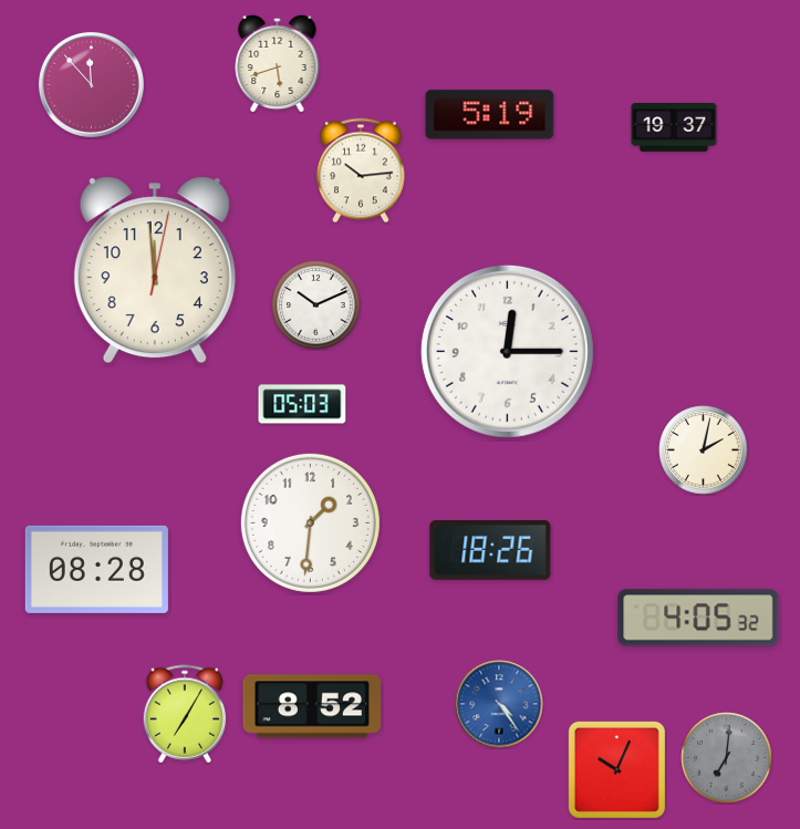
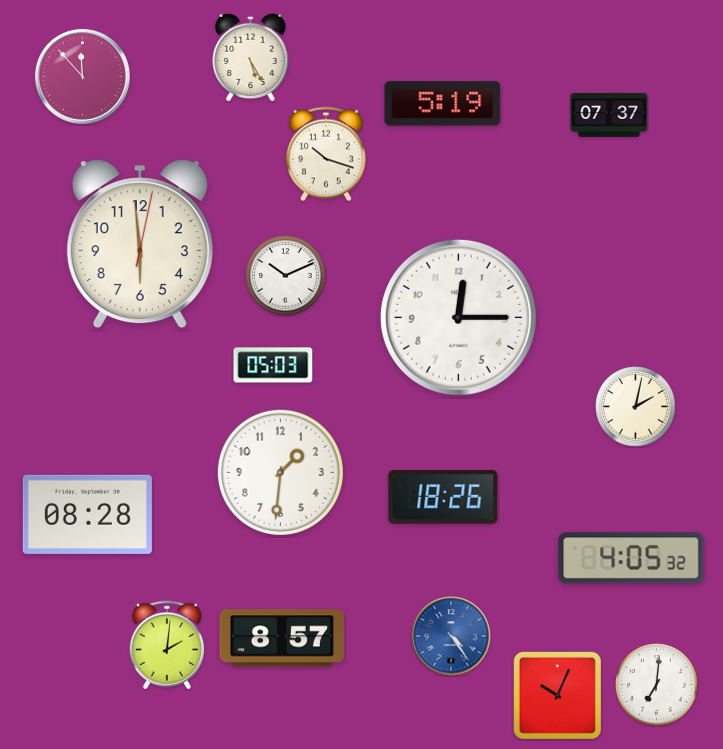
clock at (278, 63): 5:42 -> 5:25
clock at (674, 128): 19:37 -> 07:37
clock at (362, 170): 10:14 -> 10:18
clock at (155, 270): 11:59 -> 5:59
clock at (312, 706): 8:52 -> 8:57
clock at (185, 714): 7:05 -> 2:01
clock at (727, 758) dial: grey -> white
